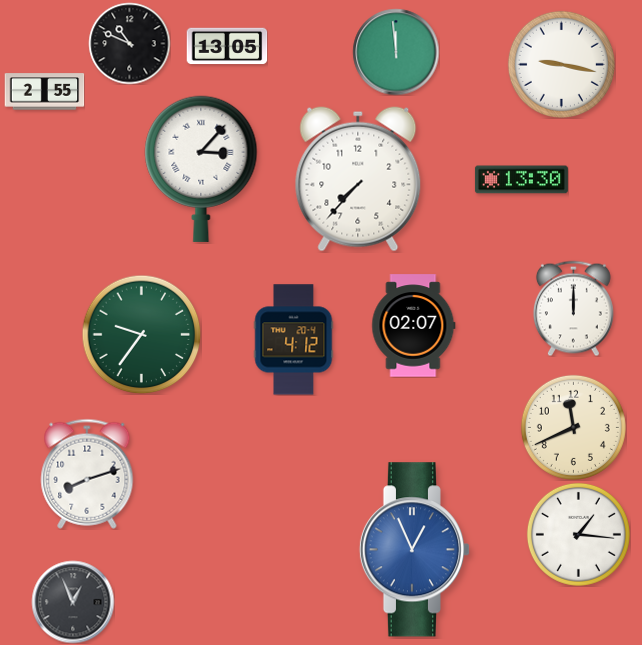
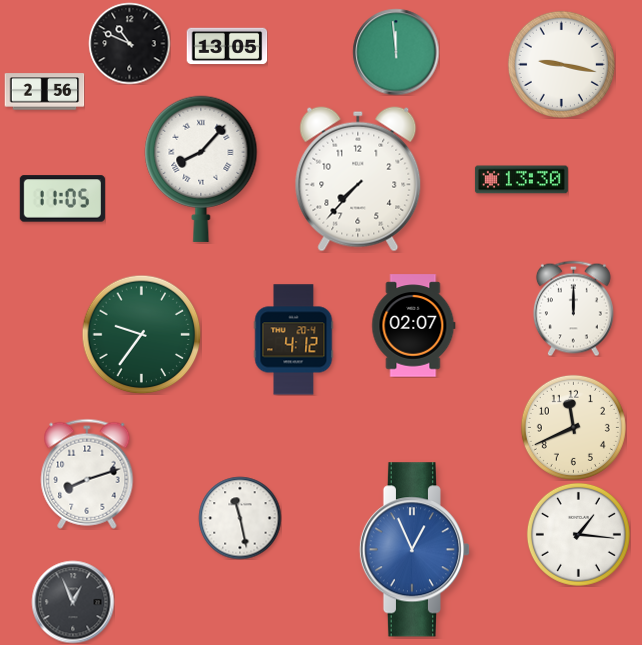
clock at (44, 92): 2:55 -> 2:56
clock at (201, 169): 3:07 -> 8:07
clock at (62, 199): none -> 11:05
clock at (240, 518): none -> 11:28
